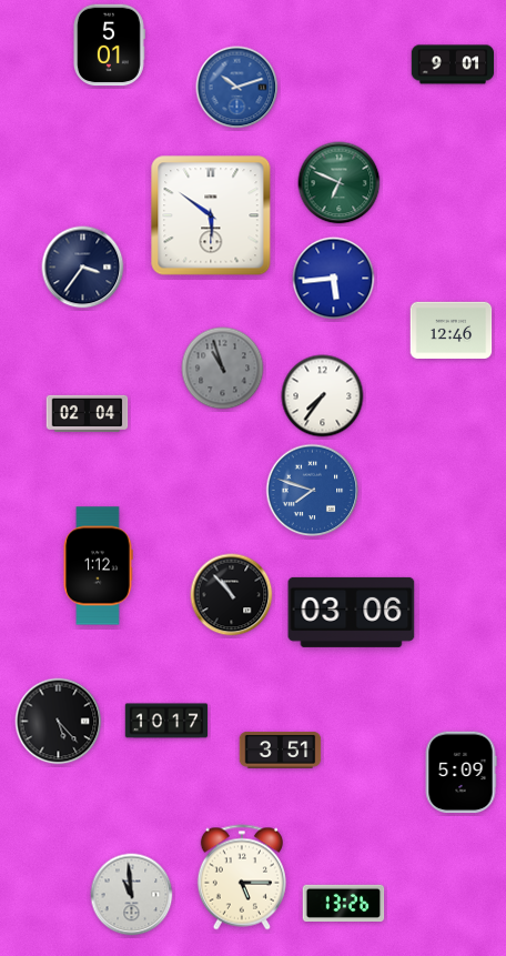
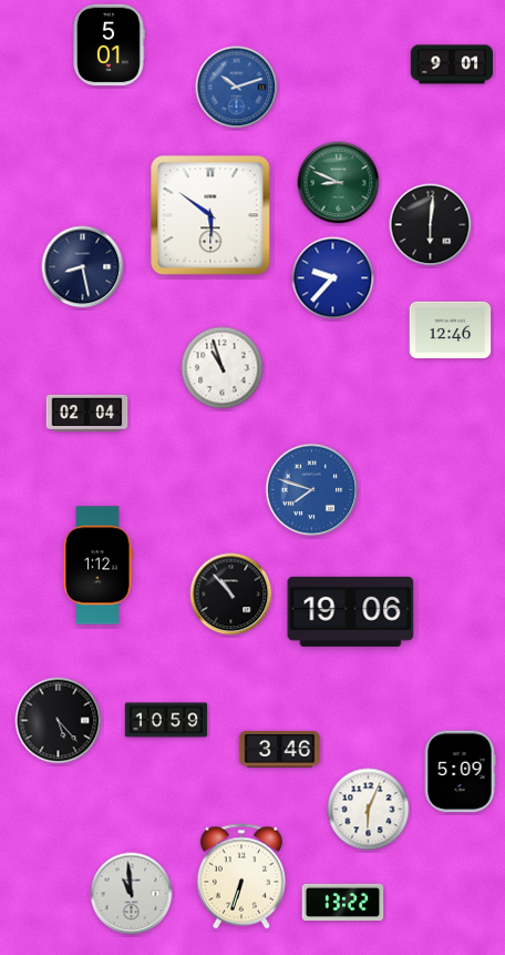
clock at (340, 183): 6:49 -> 8:49
clock at (431, 225): none -> 6:01
clock at (83, 268): 3:36 -> 8:28
clock at (334, 279): 5:44 -> 9:37
clock at (223, 369) dial: grey -> white
clock at (323, 396): 7:36 -> none
clock at (352, 612): 03:06 -> 19:06
clock at (166, 721): 10:17 -> 10:59
clock at (281, 751): 3:51 -> 3:46
clock at (369, 810): none -> 6:04
clock at (242, 877): 5:15 -> 6:33
clock at (344, 903): 13:26 -> 13:22
